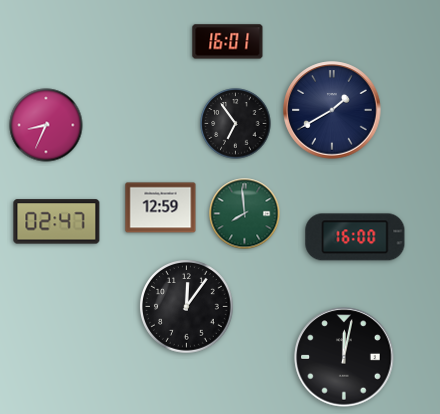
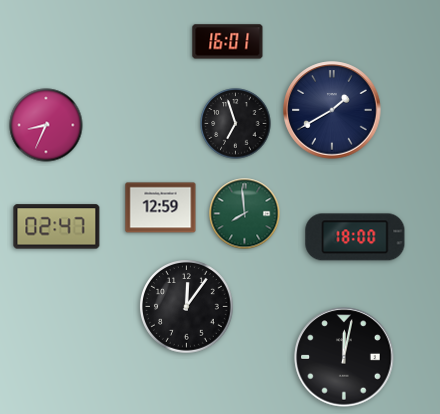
clock at (236, 124): 6:54 -> 6:57
clock at (57, 222) position: (57, 222) -> (57, 227)
clock at (355, 237): 16:00 -> 18:00
